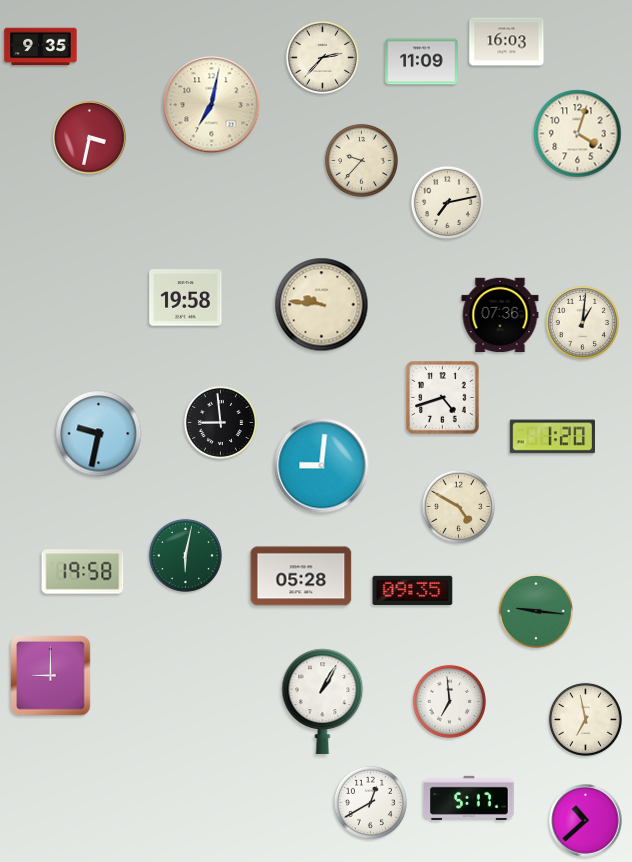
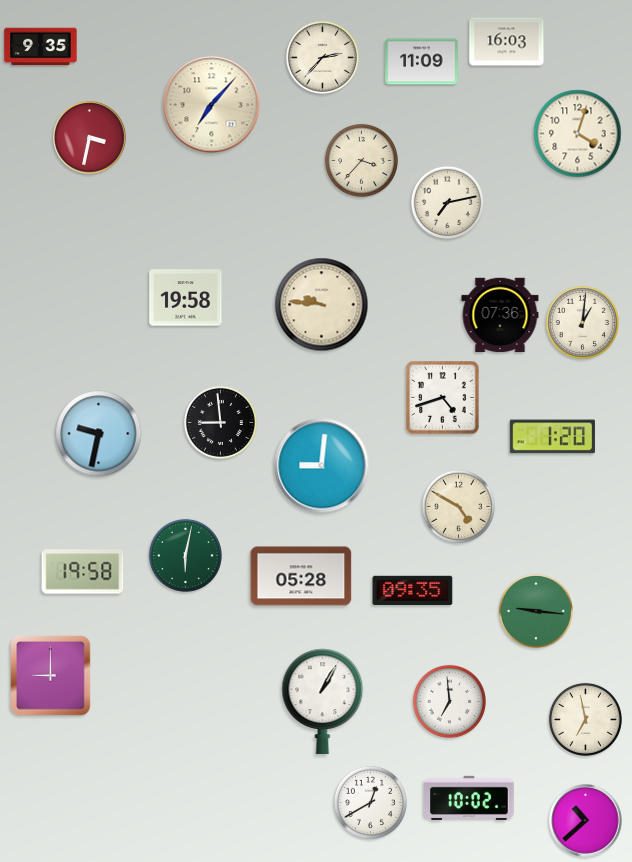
clock at (212, 105): 7:02 -> 7:07
clock at (361, 160): 9:37 -> 3:37
clock at (469, 798): 5:17 -> 10:02
